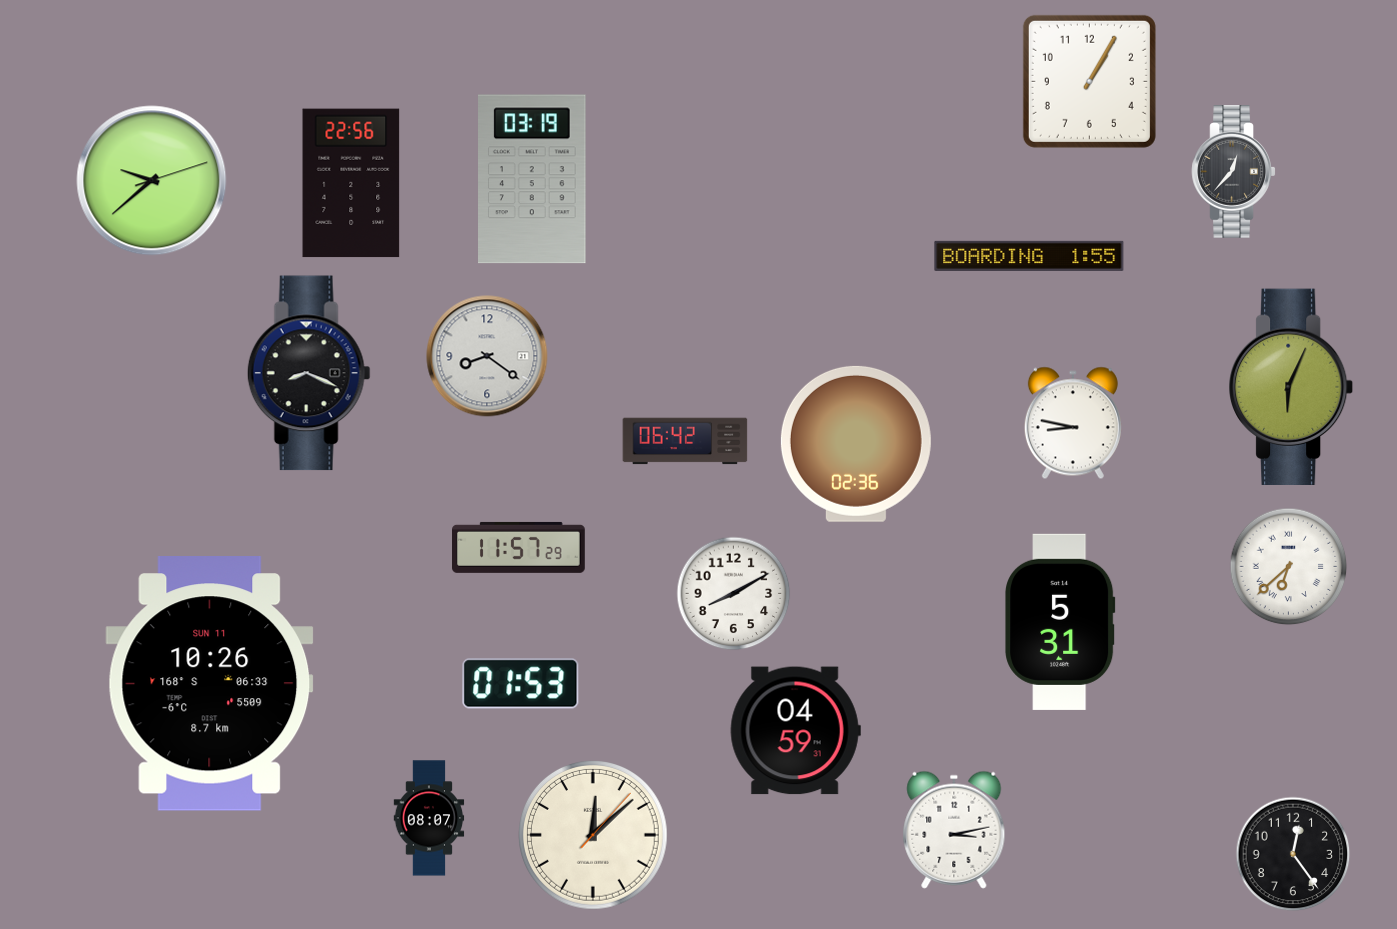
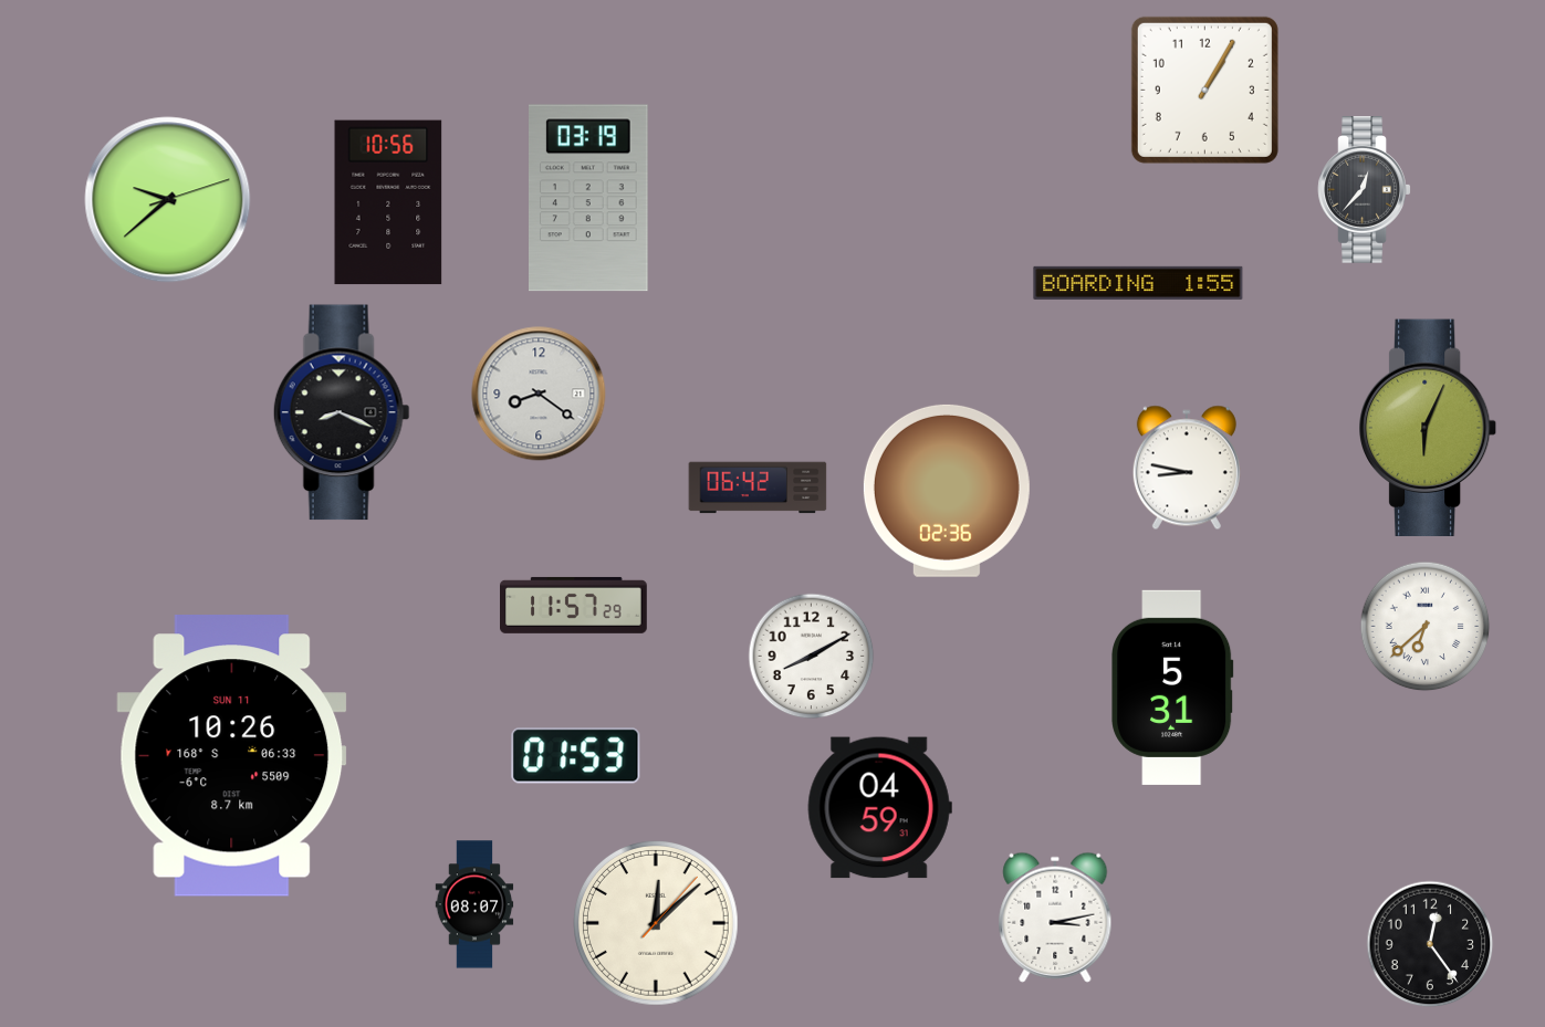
clock at (351, 183): 22:56 -> 10:56
